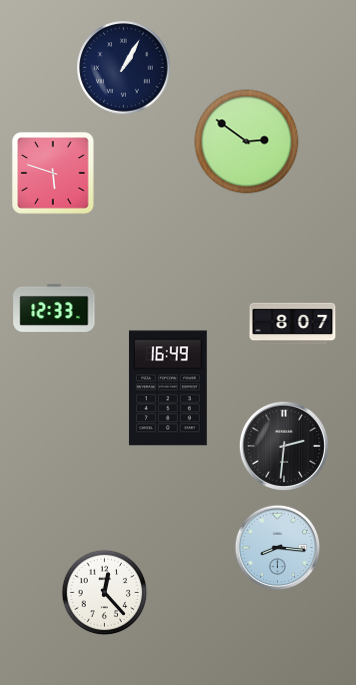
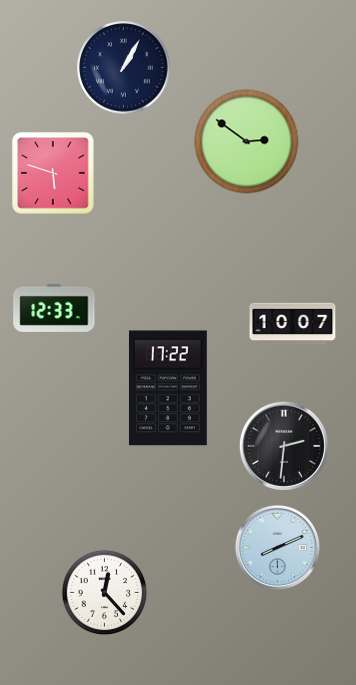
clock at (293, 324): 8:07 -> 10:07
clock at (168, 388): 16:49 -> 17:22
clock at (278, 548): 8:16 -> 8:11
